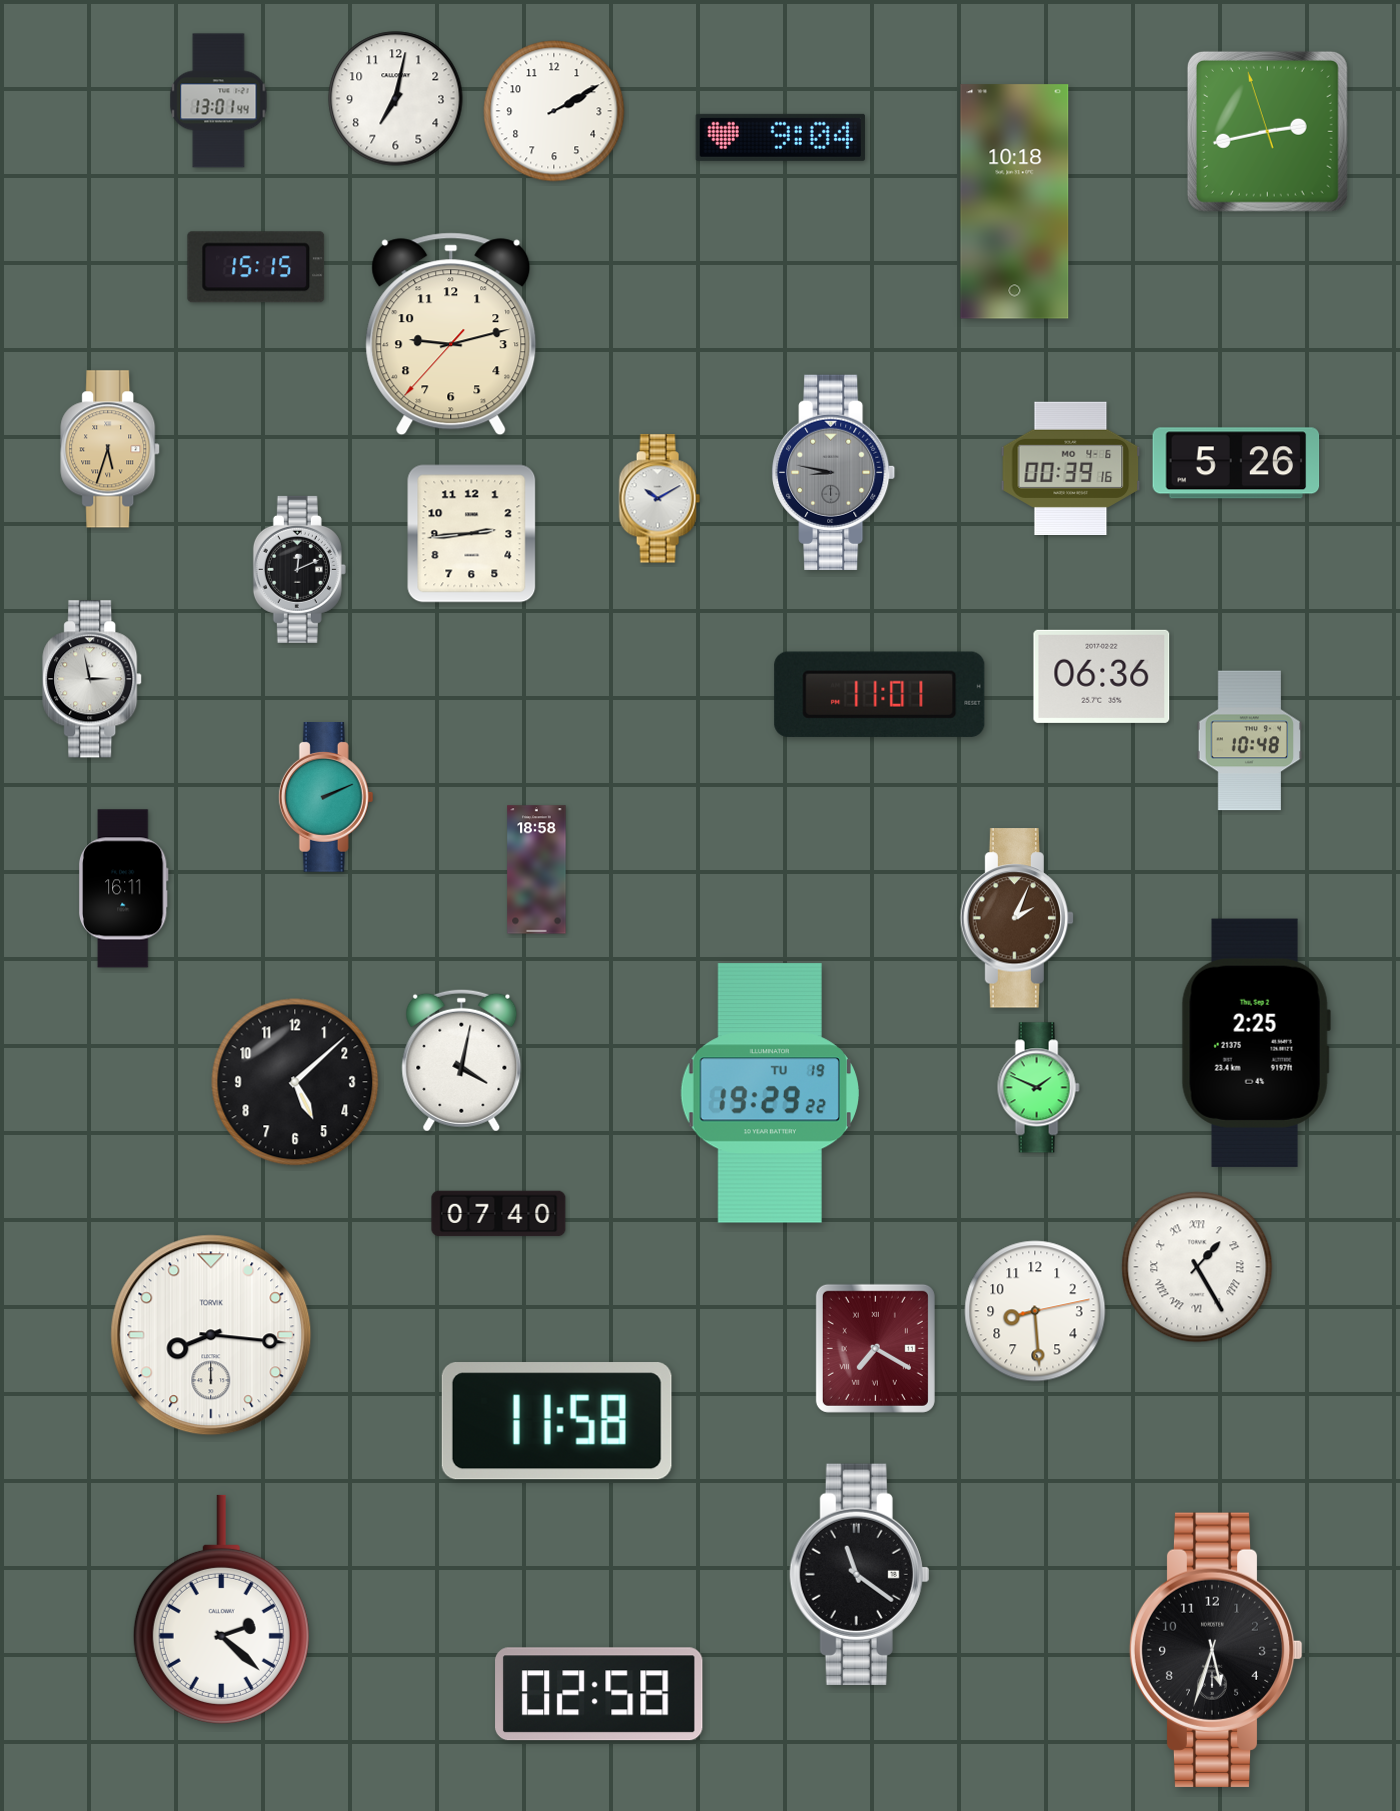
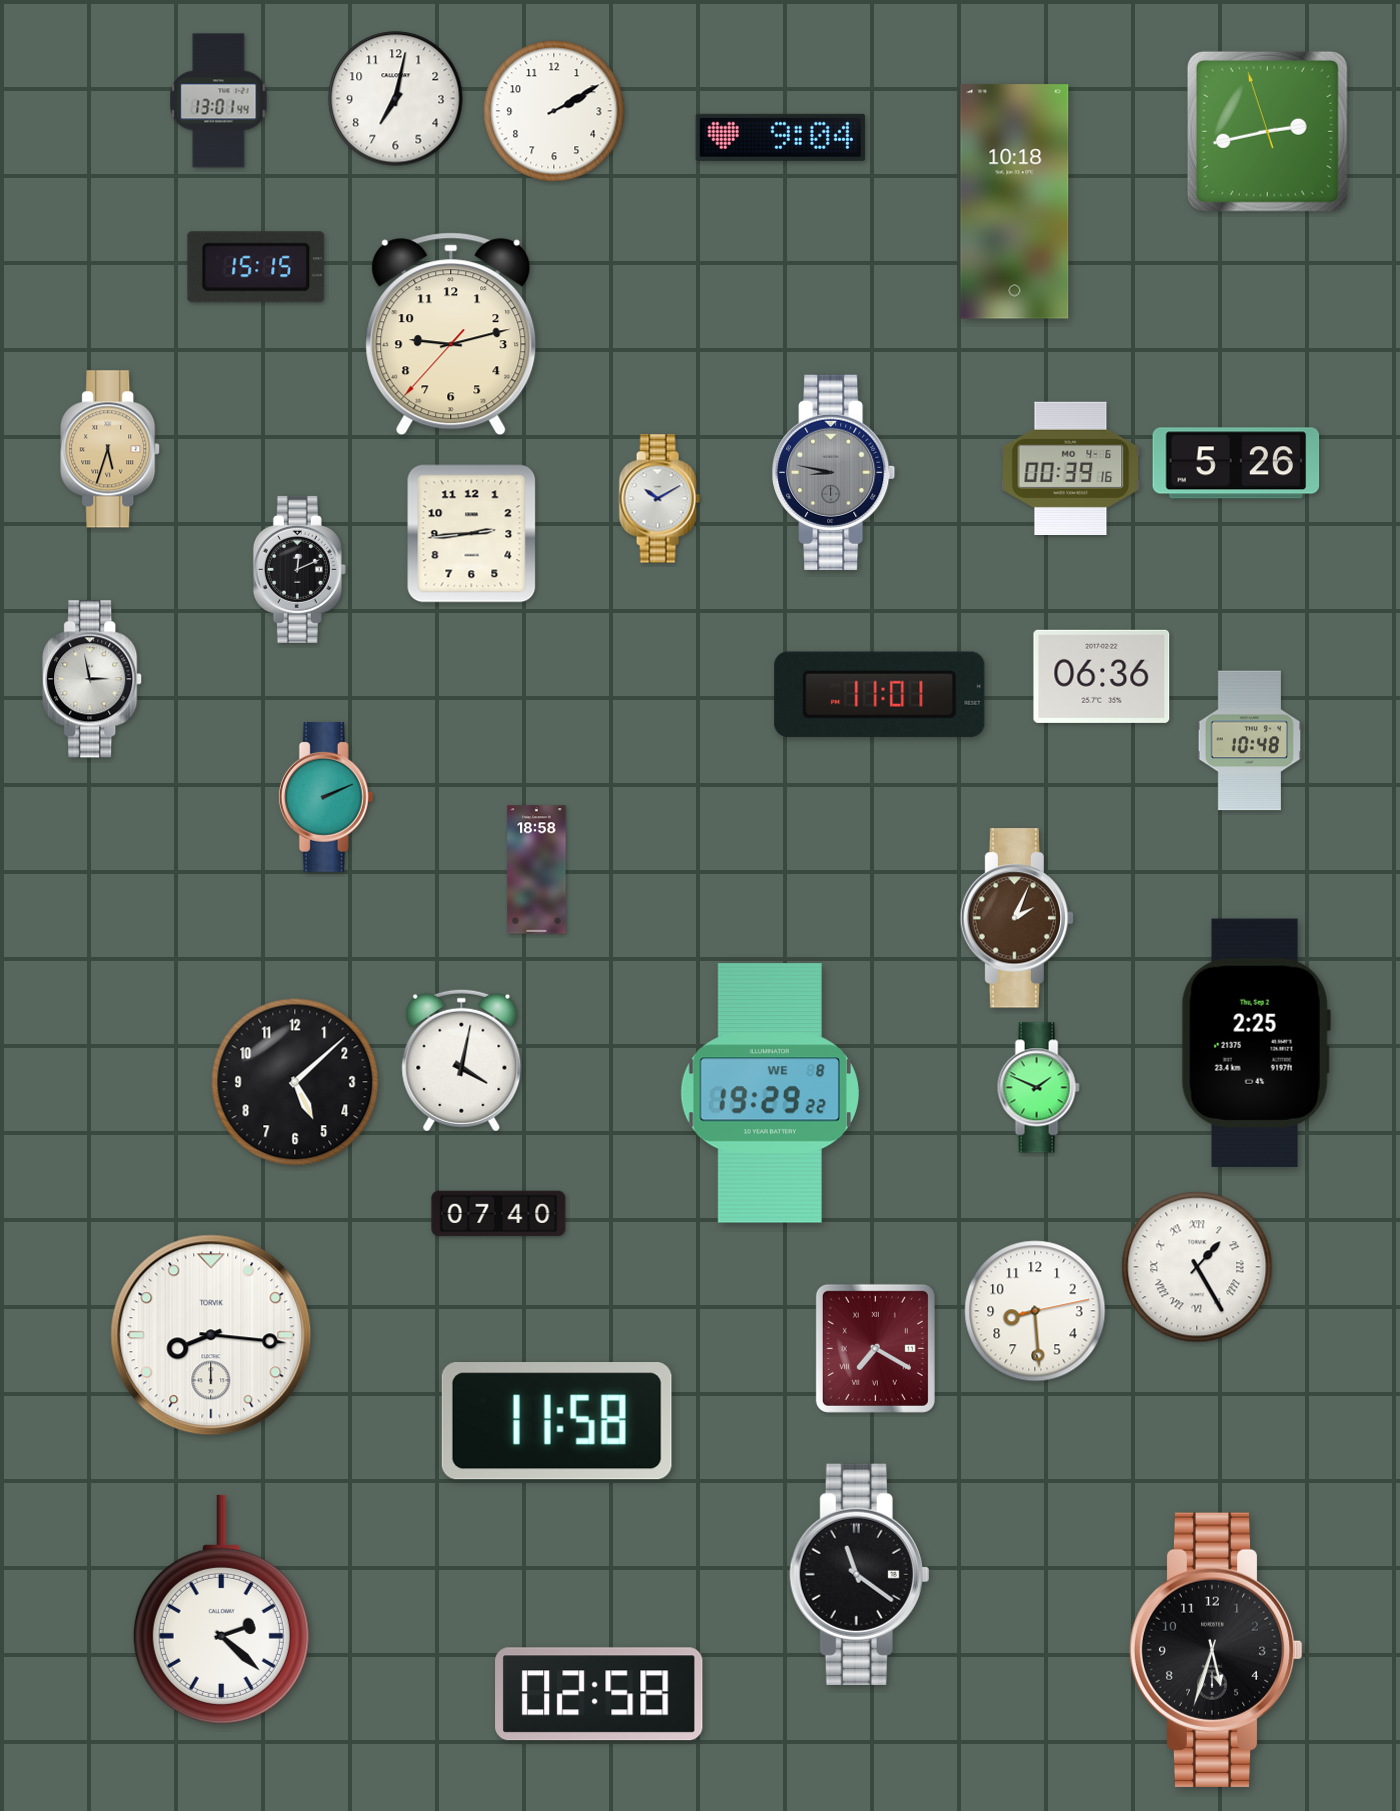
clock at (123, 889): 16:11 -> none
clock at (770, 1093) date: TU 19 -> WE 8
